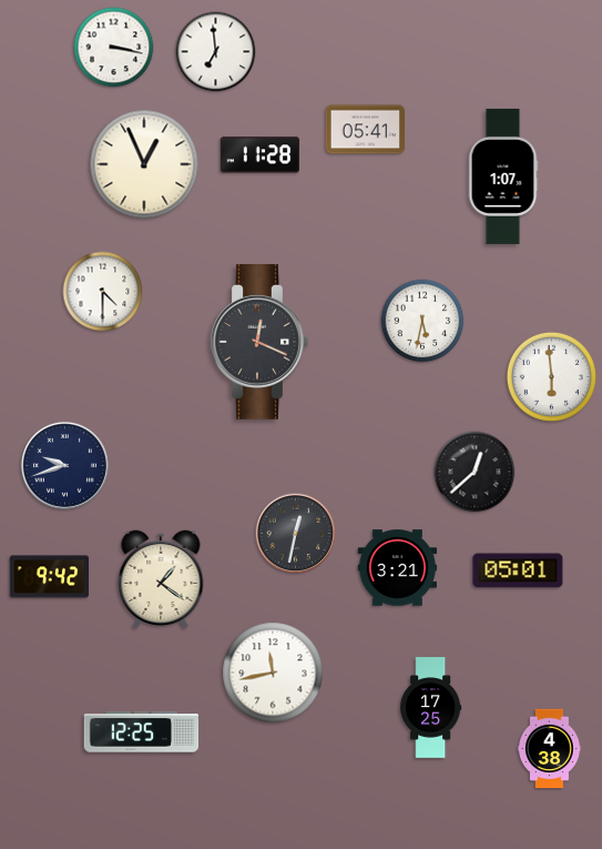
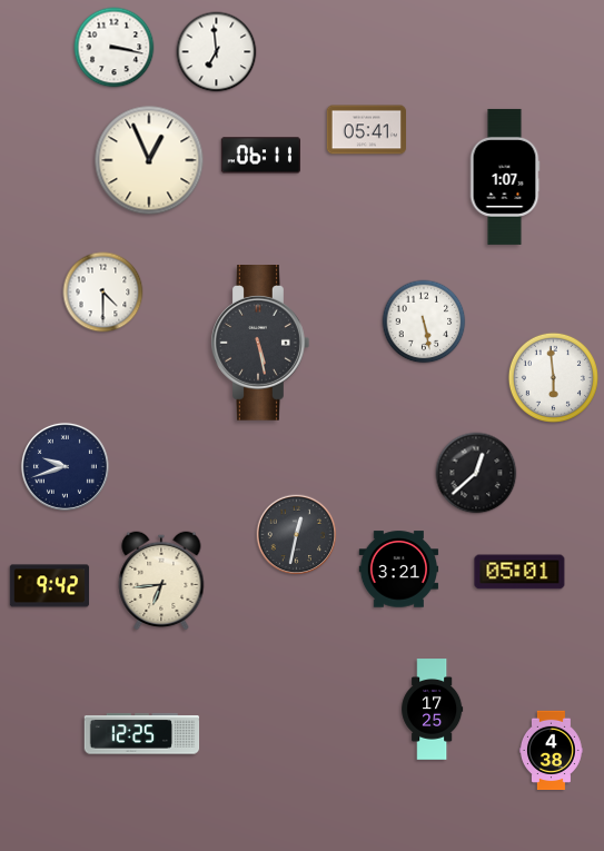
clock at (259, 155): 11:28 -> 06:11
clock at (144, 164) position: (144, 164) -> (149, 160)
clock at (422, 321): 5:32 -> 5:28
clock at (259, 343): 12:19 -> 5:28
clock at (50, 577) position: (50, 577) -> (50, 586)
clock at (161, 579): 1:21 -> 6:44
clock at (273, 673): 11:43 -> none
